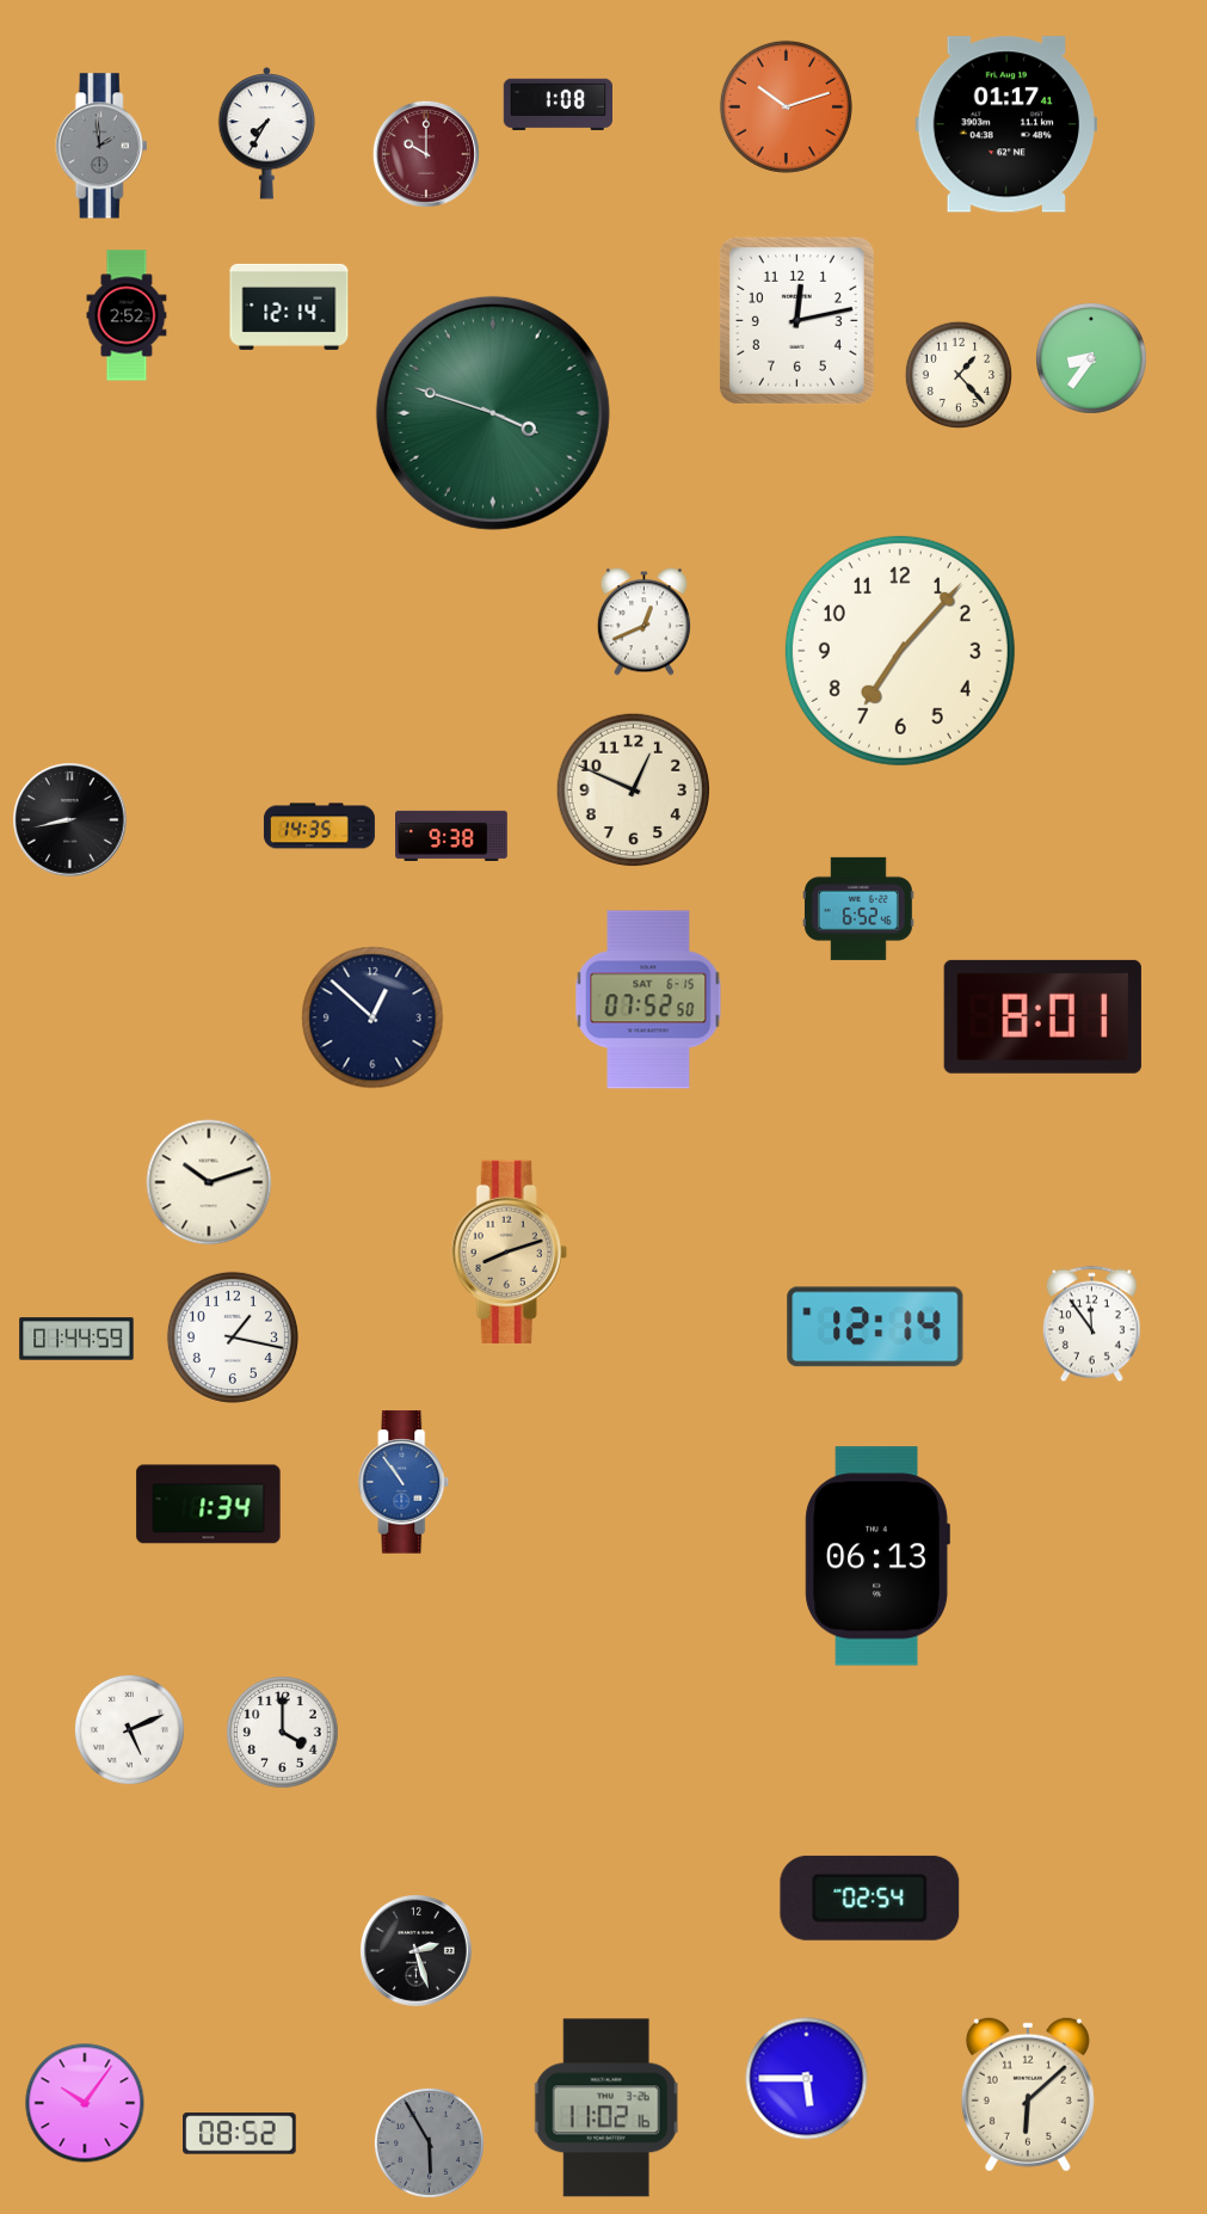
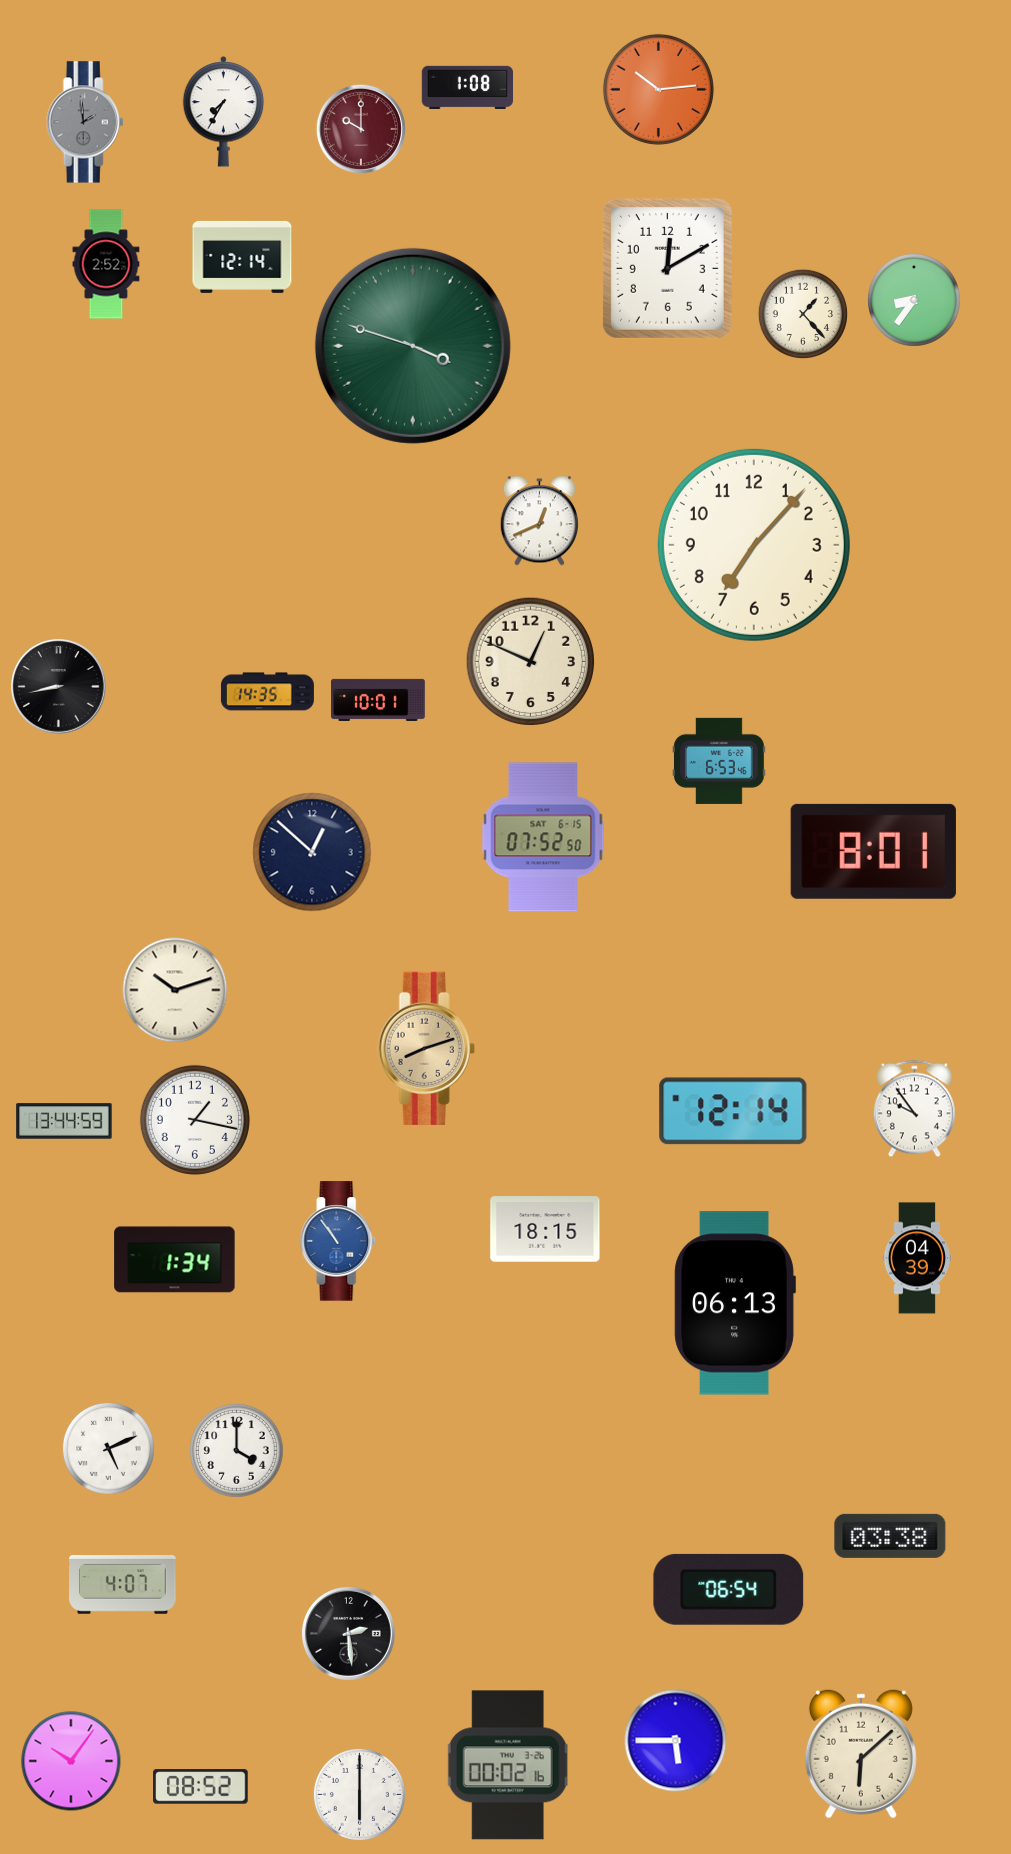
clock at (786, 106): 10:12 -> 10:14
clock at (1005, 124): 01:17 -> none
clock at (426, 154) position: (426, 154) -> (361, 129)
clock at (796, 320): 12:13 -> 12:10
clock at (452, 836): 9:38 -> 10:01
clock at (858, 909): 6:52 -> 6:53
clock at (1091, 1324): 11:54 -> 9:54
clock at (76, 1339): 01:44 -> 13:44
clock at (545, 1229): none -> 18:15
clock at (916, 1258): none -> 04:39
clock at (890, 1536): none -> 03:38
clock at (123, 1585): none -> 4:07
clock at (870, 1898): 02:54 -> 06:54
clock at (415, 1950): 2:27 -> 2:29
clock at (606, 2108): 11:02 -> 00:02
clock at (429, 2142): 5:55 -> 6:00
clock at (429, 2142) dial: grey -> white
